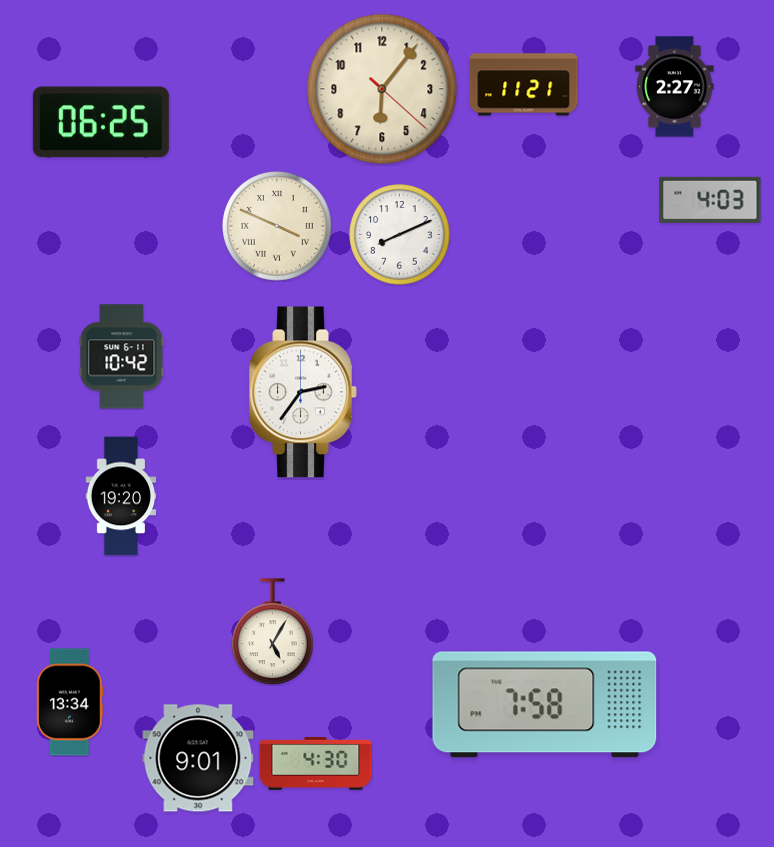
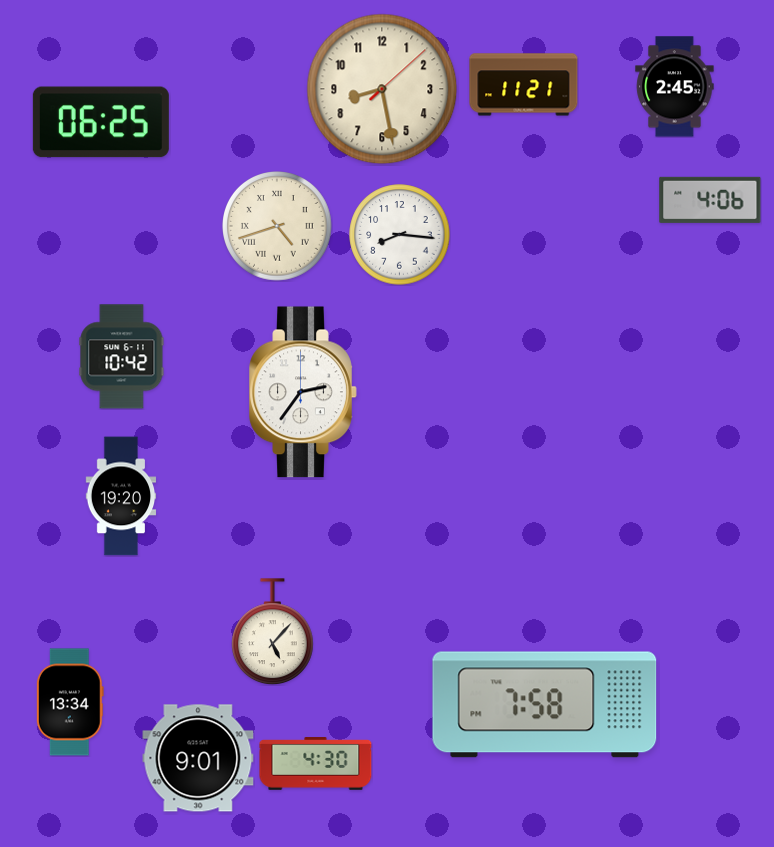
clock at (675, 87): 2:27 -> 2:45
clock at (382, 89): 6:06 -> 8:28
clock at (710, 200): 4:03 -> 4:06
clock at (278, 227): 3:49 -> 4:42
clock at (400, 235): 8:11 -> 8:16
clock at (273, 632): 5:05 -> 5:07
